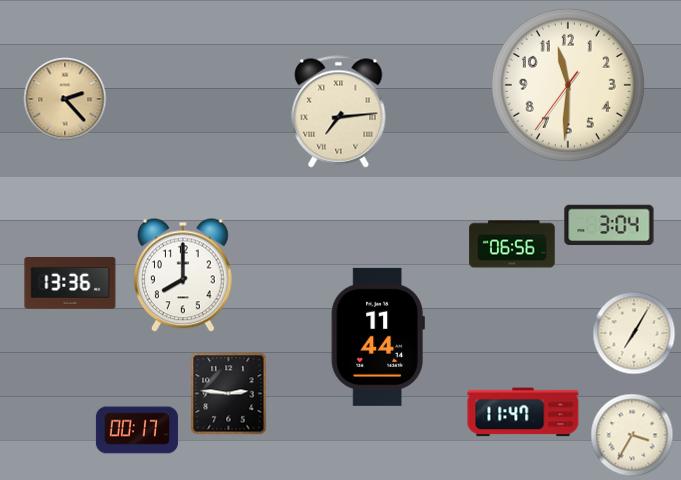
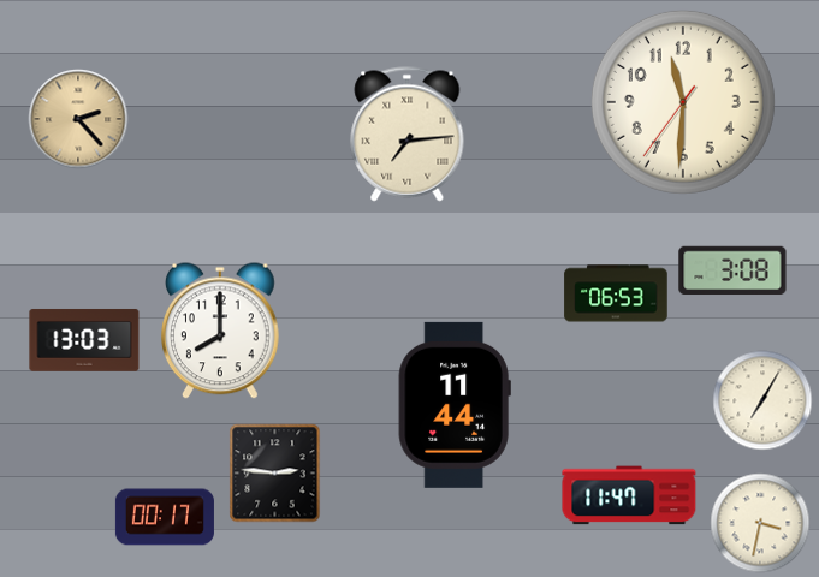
clock at (609, 225): 3:04 -> 3:08
clock at (512, 244): 06:56 -> 06:53
clock at (70, 283): 13:36 -> 13:03
clock at (632, 435): 3:35 -> 3:32
